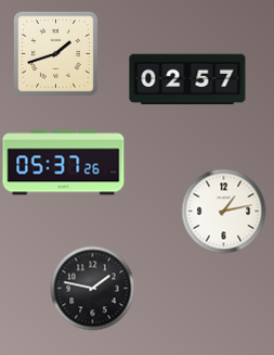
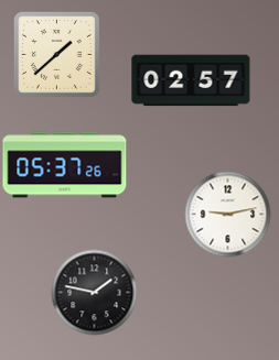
clock at (55, 53): 1:42 -> 1:38
clock at (223, 211): 1:13 -> 9:13
